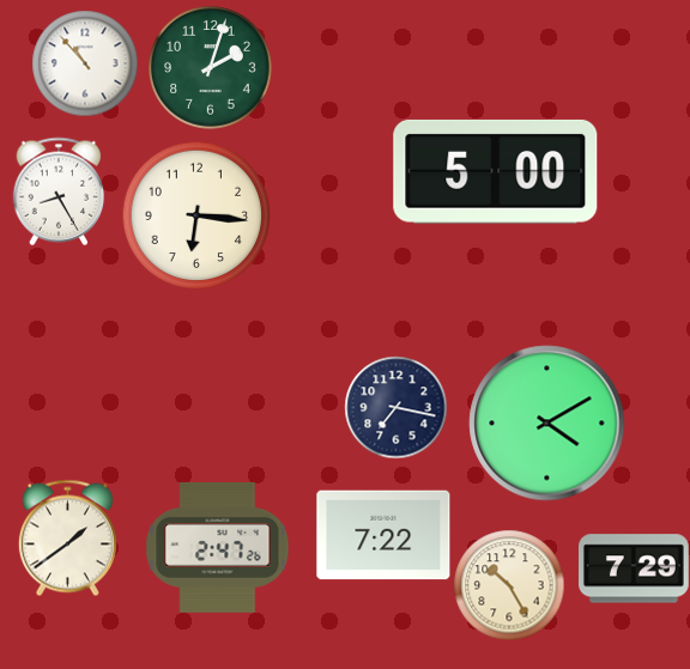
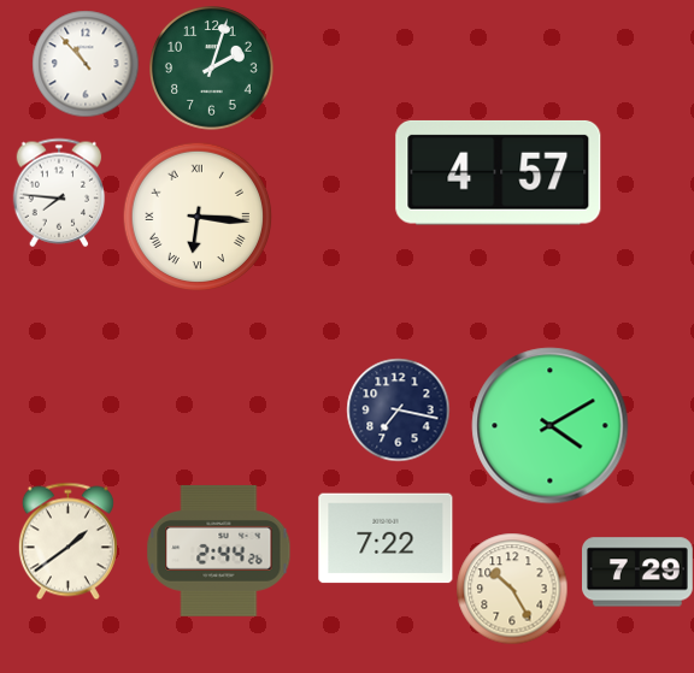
clock at (496, 171): 5:00 -> 4:57
clock at (59, 191): 8:25 -> 7:46
clock at (196, 215) numerals: Arabic -> Roman
clock at (218, 547): 2:47 -> 2:44
